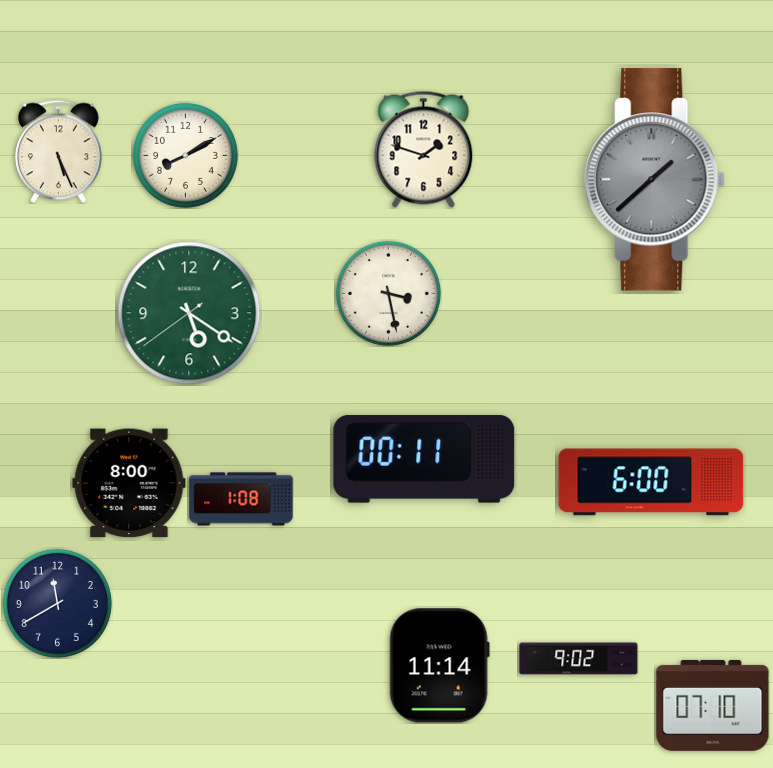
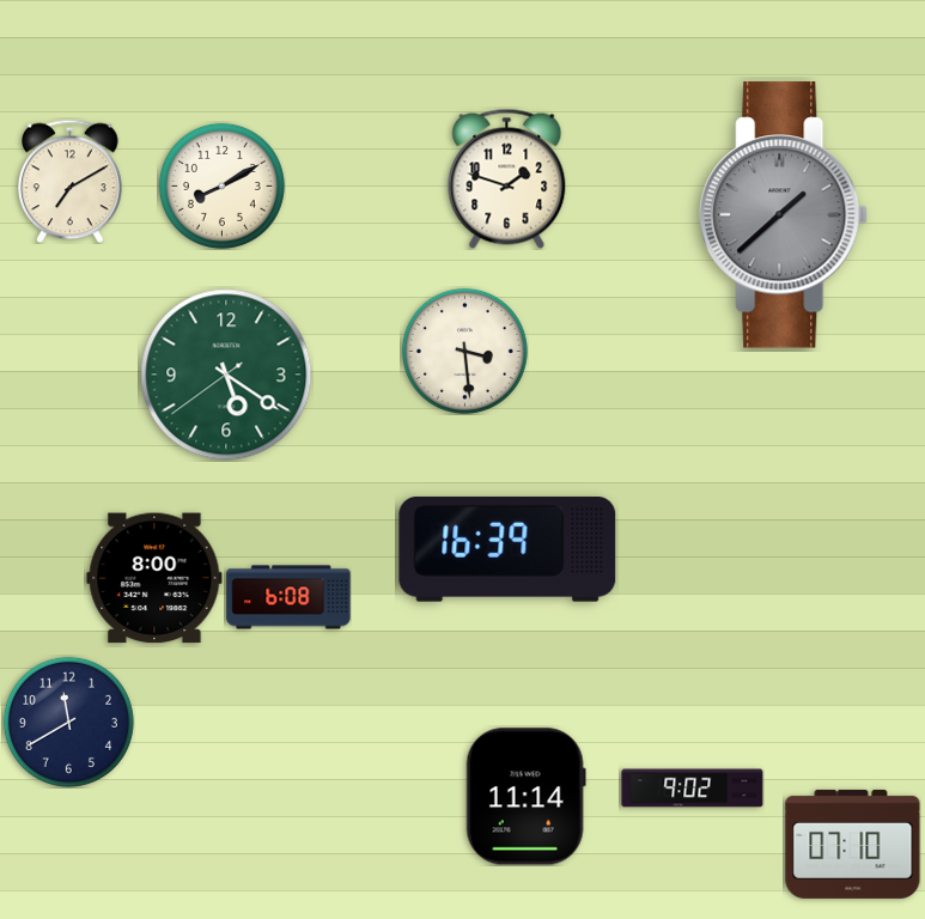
clock at (59, 151): 5:26 -> 7:10
clock at (388, 293): 3:28 -> 3:29
clock at (424, 460): 00:11 -> 16:39
clock at (651, 482): 6:00 -> none
clock at (241, 499): 1:08 -> 6:08
